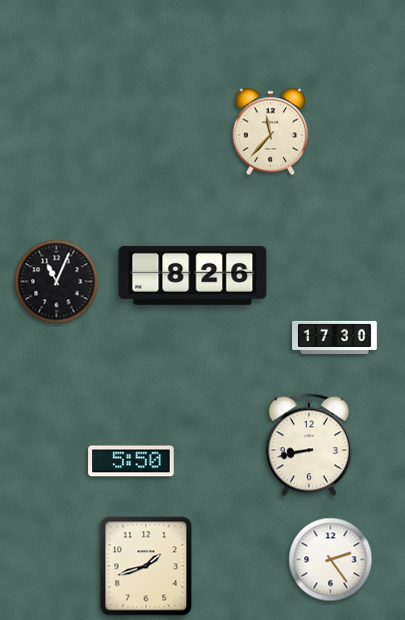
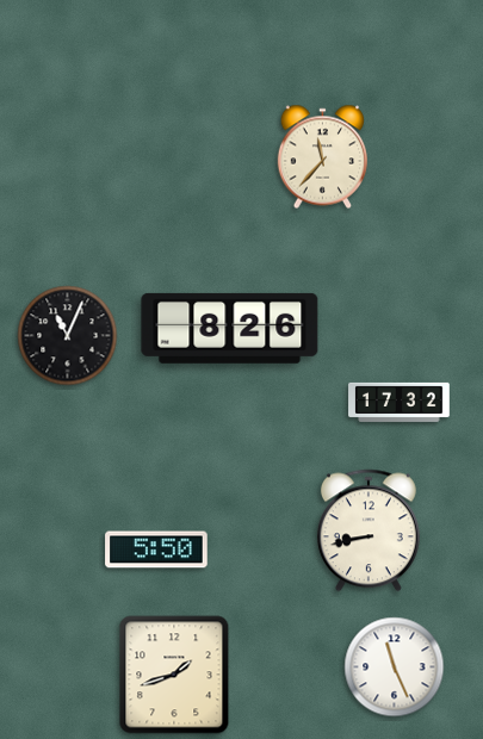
clock at (335, 337): 17:30 -> 17:32
clock at (331, 560): 2:24 -> 11:26
